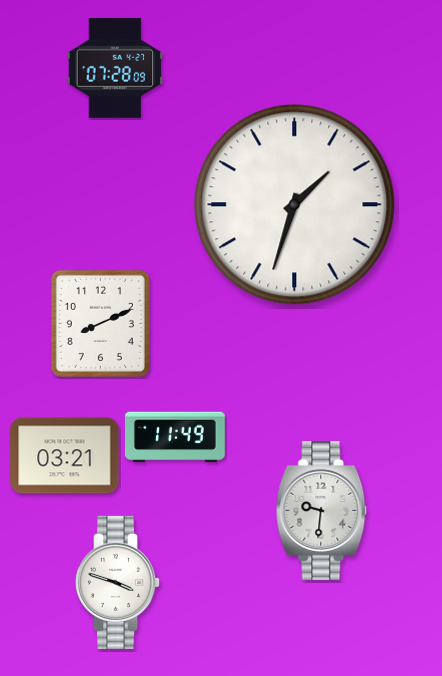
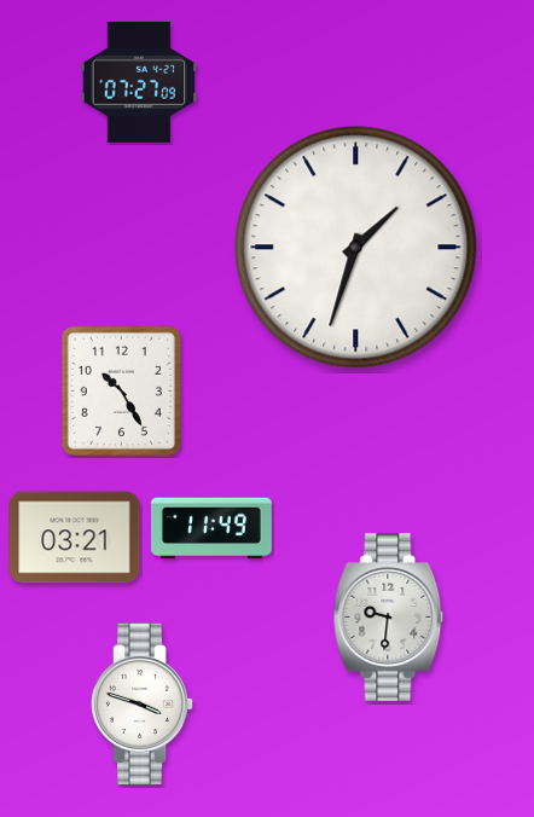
clock at (115, 68): 07:28 -> 07:27
clock at (100, 323): 8:11 -> 10:25
clock at (65, 456) position: (65, 456) -> (75, 538)
